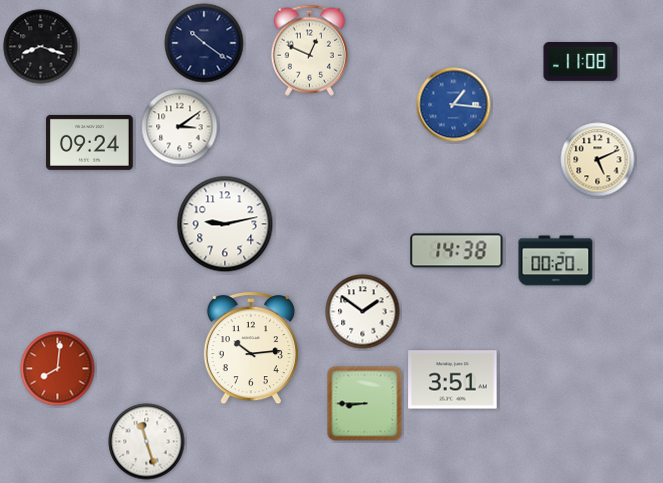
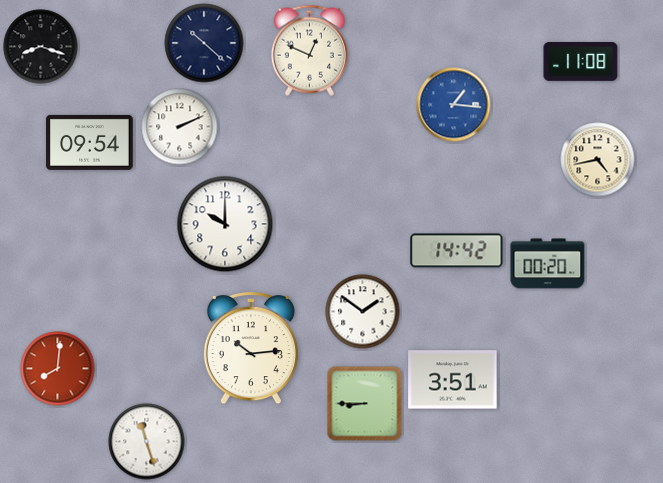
clock at (204, 43): 10:21 -> 10:22
clock at (180, 127): 3:09 -> 2:11
clock at (90, 142): 09:24 -> 09:54
clock at (598, 160): 5:11 -> 4:43
clock at (225, 224): 9:13 -> 10:00
clock at (457, 251): 14:38 -> 14:42
clock at (556, 261) position: (556, 261) -> (548, 264)
